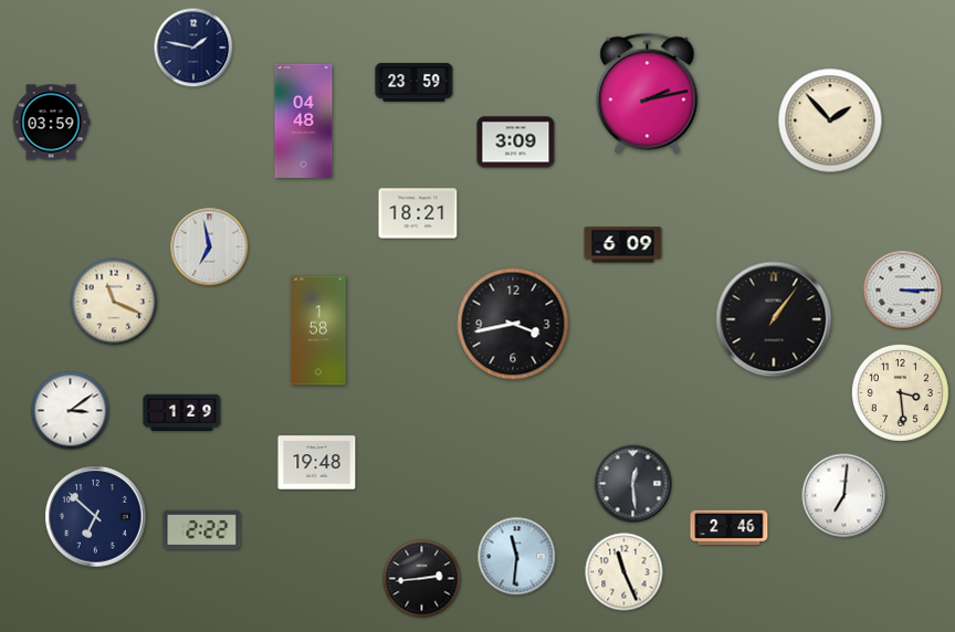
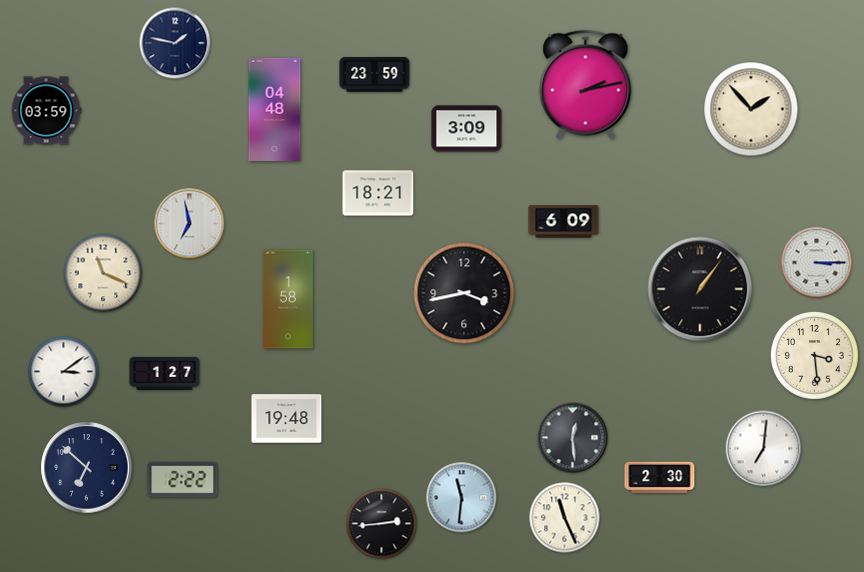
clock at (182, 412): 1:29 -> 1:27
clock at (730, 528): 2:46 -> 2:30
clock at (517, 557) position: (517, 557) -> (462, 498)
